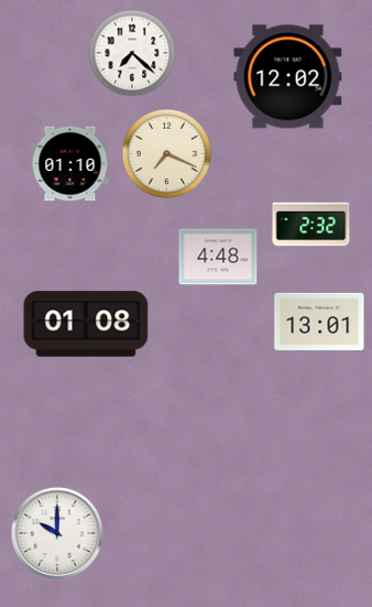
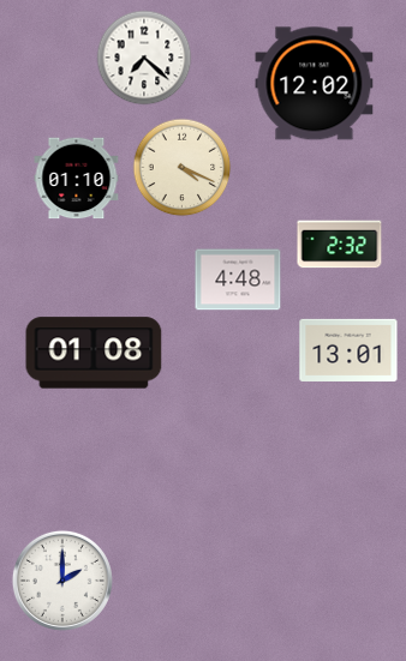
clock at (167, 154): 7:19 -> 4:19
clock at (57, 533): 10:00 -> 2:00
